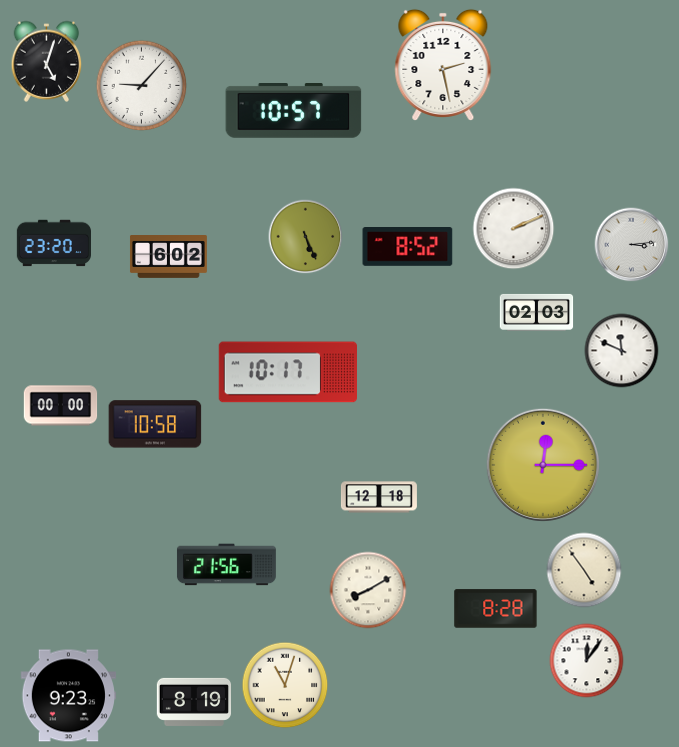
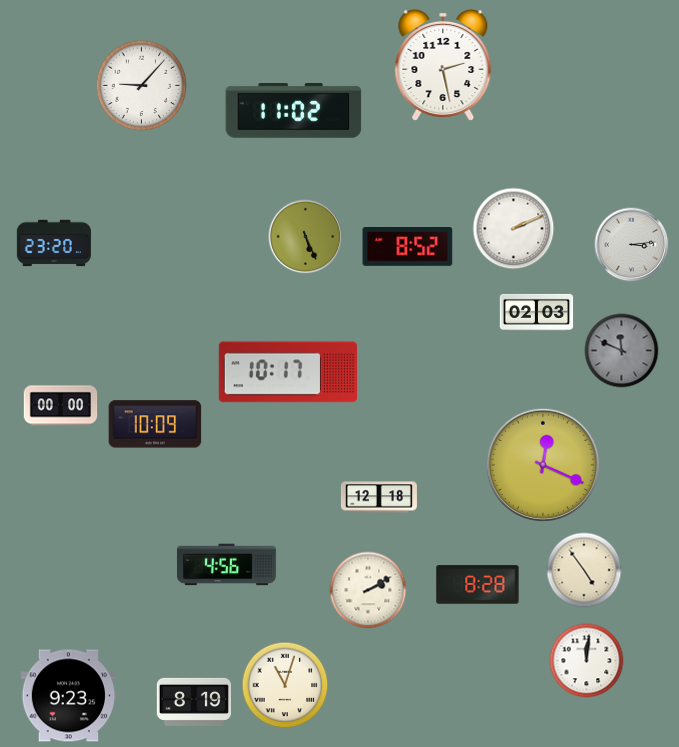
clock at (47, 61): 5:03 -> none
clock at (294, 111): 10:57 -> 11:02
clock at (168, 257): 6:02 -> none
clock at (622, 351) dial: white -> grey
clock at (155, 424): 10:58 -> 10:09
clock at (543, 465): 12:15 -> 12:19
clock at (226, 565): 21:56 -> 4:56
clock at (368, 590): 8:10 -> 2:10
clock at (496, 609) position: (496, 609) -> (478, 585)
clock at (587, 661): 12:06 -> 12:01
